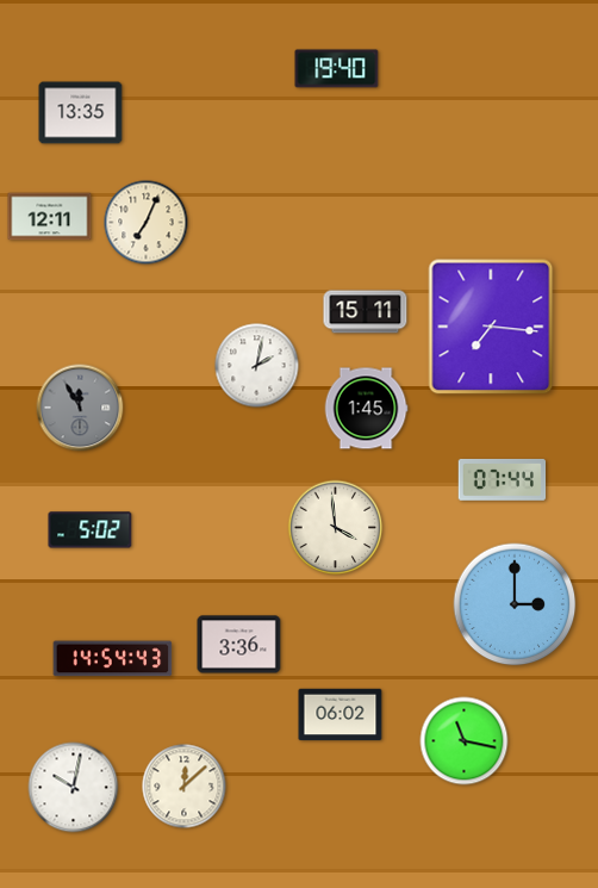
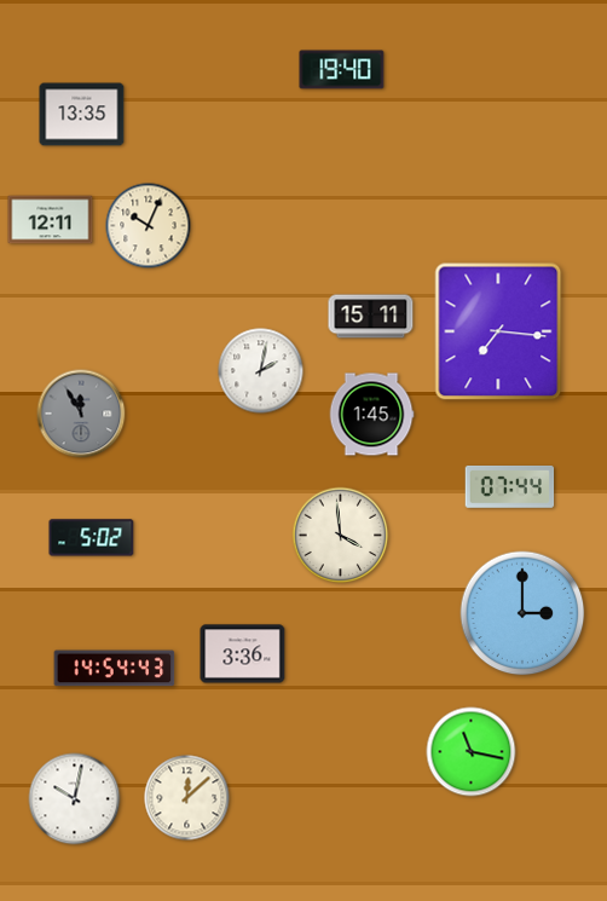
clock at (147, 223): 7:04 -> 10:04
clock at (341, 715): 06:02 -> none
